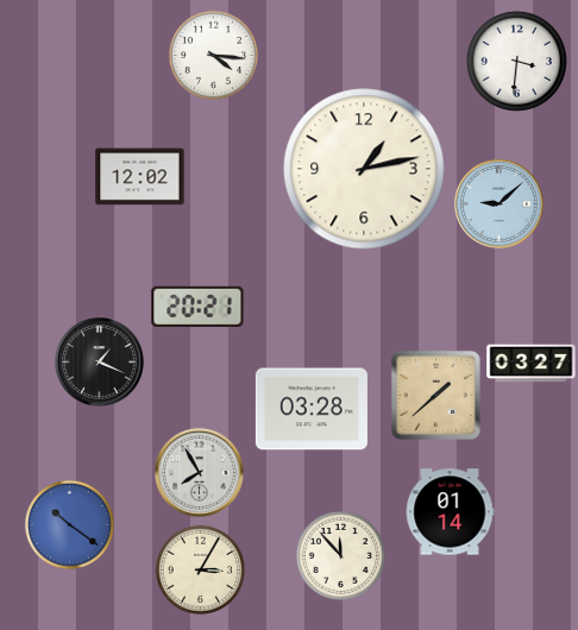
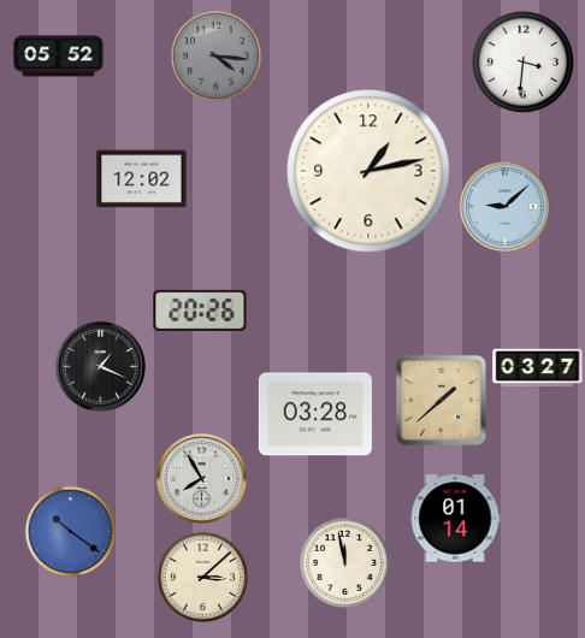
clock at (213, 55) dial: white -> grey
clock at (59, 57): none -> 05:52
clock at (197, 305): 20:21 -> 20:26
clock at (340, 555): 11:53 -> 11:58
clock at (200, 569): 3:05 -> 3:08
